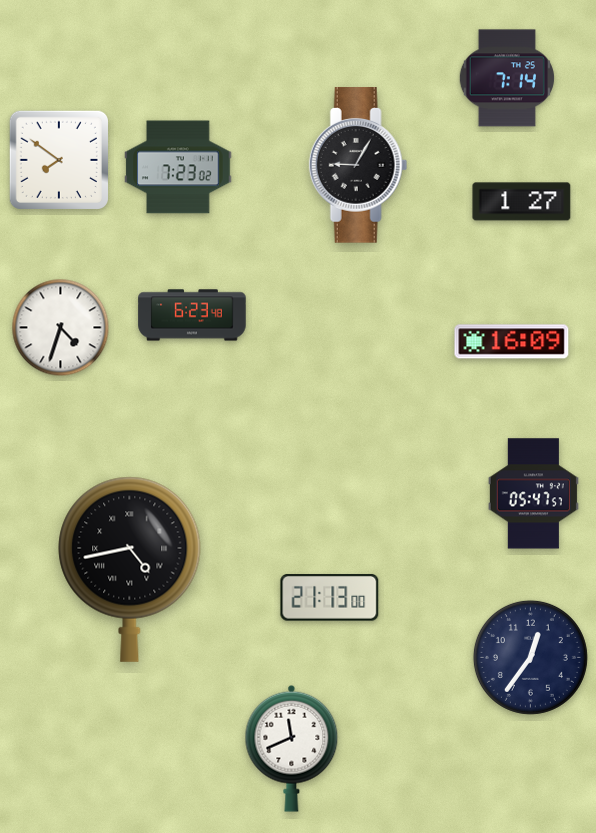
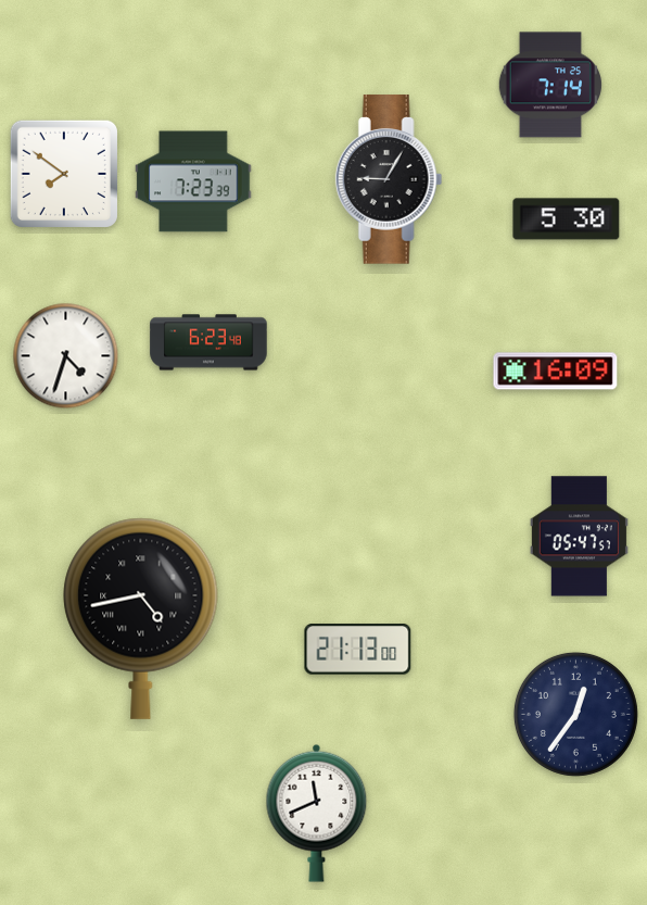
clock at (178, 167): 7:23:02 -> 7:23:39
clock at (522, 202): 1:27 -> 5:30
